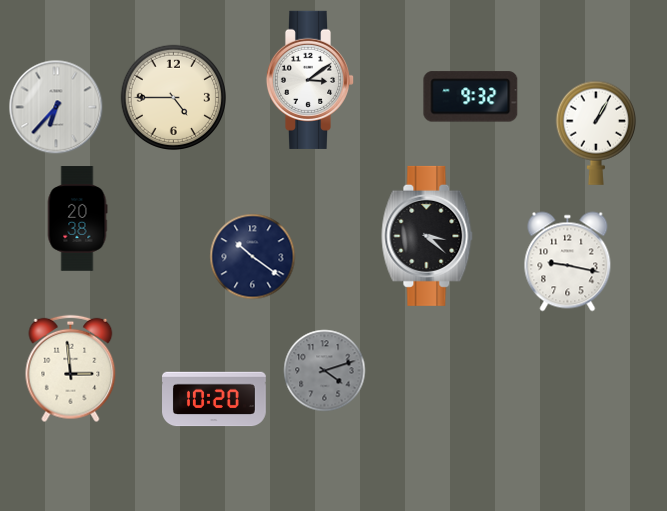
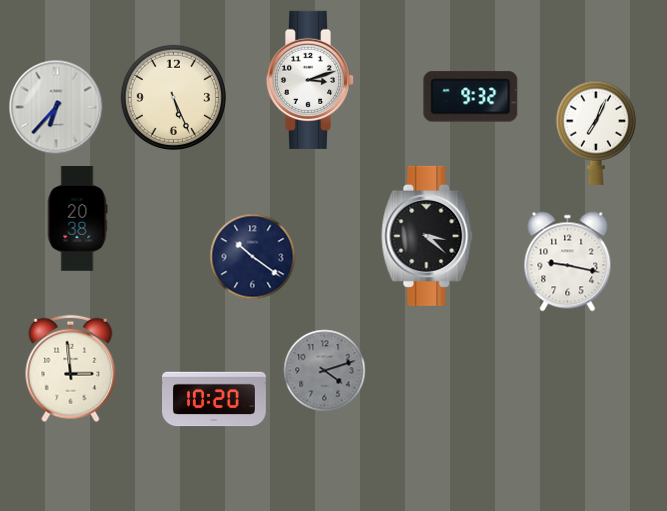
clock at (310, 80): 3:09 -> 3:12
clock at (173, 97): 4:45 -> 5:26
clock at (595, 133): 1:05 -> 7:04
